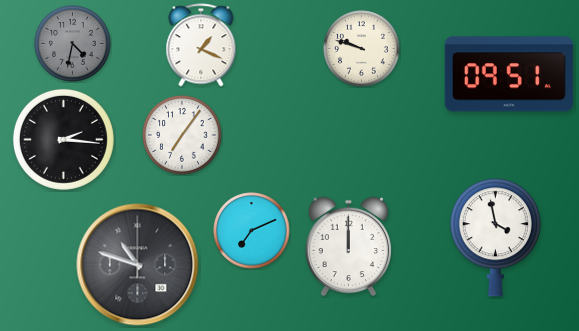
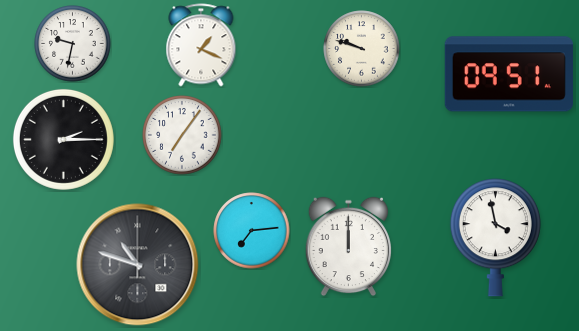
clock at (73, 44): 4:32 -> 9:32
clock at (73, 44) dial: grey -> white
clock at (63, 139): 2:16 -> 2:15
clock at (252, 231): 7:11 -> 7:14
